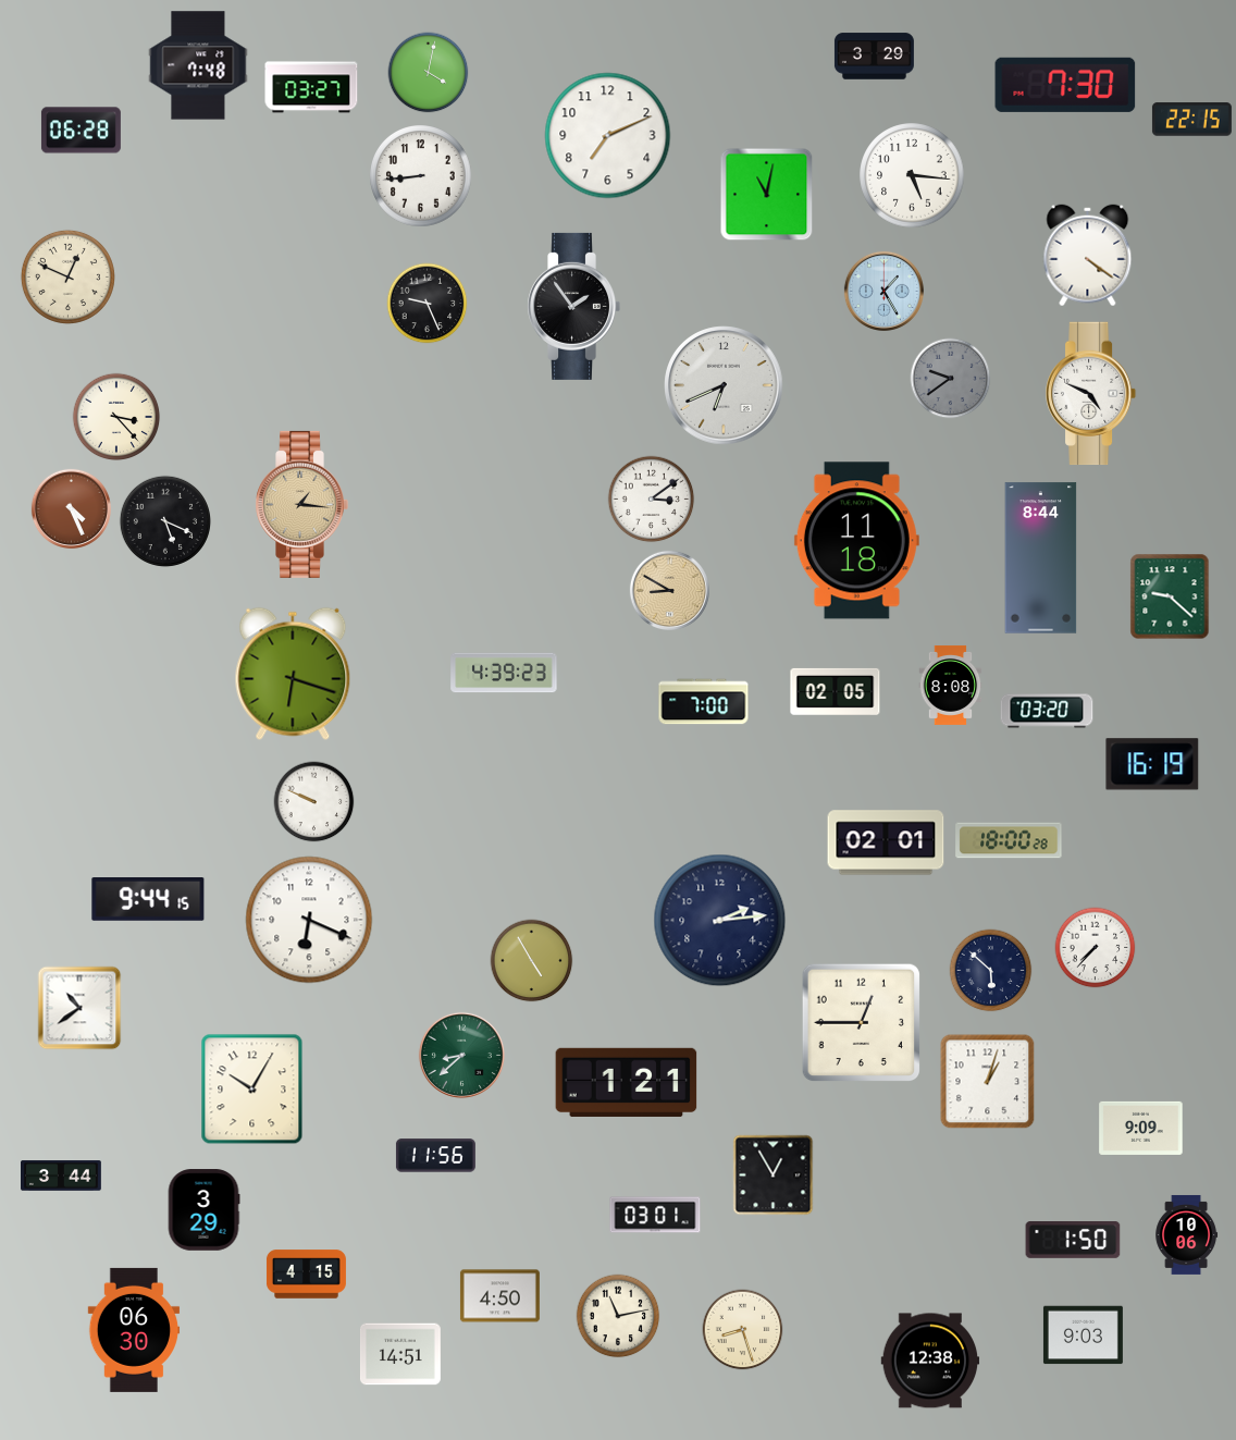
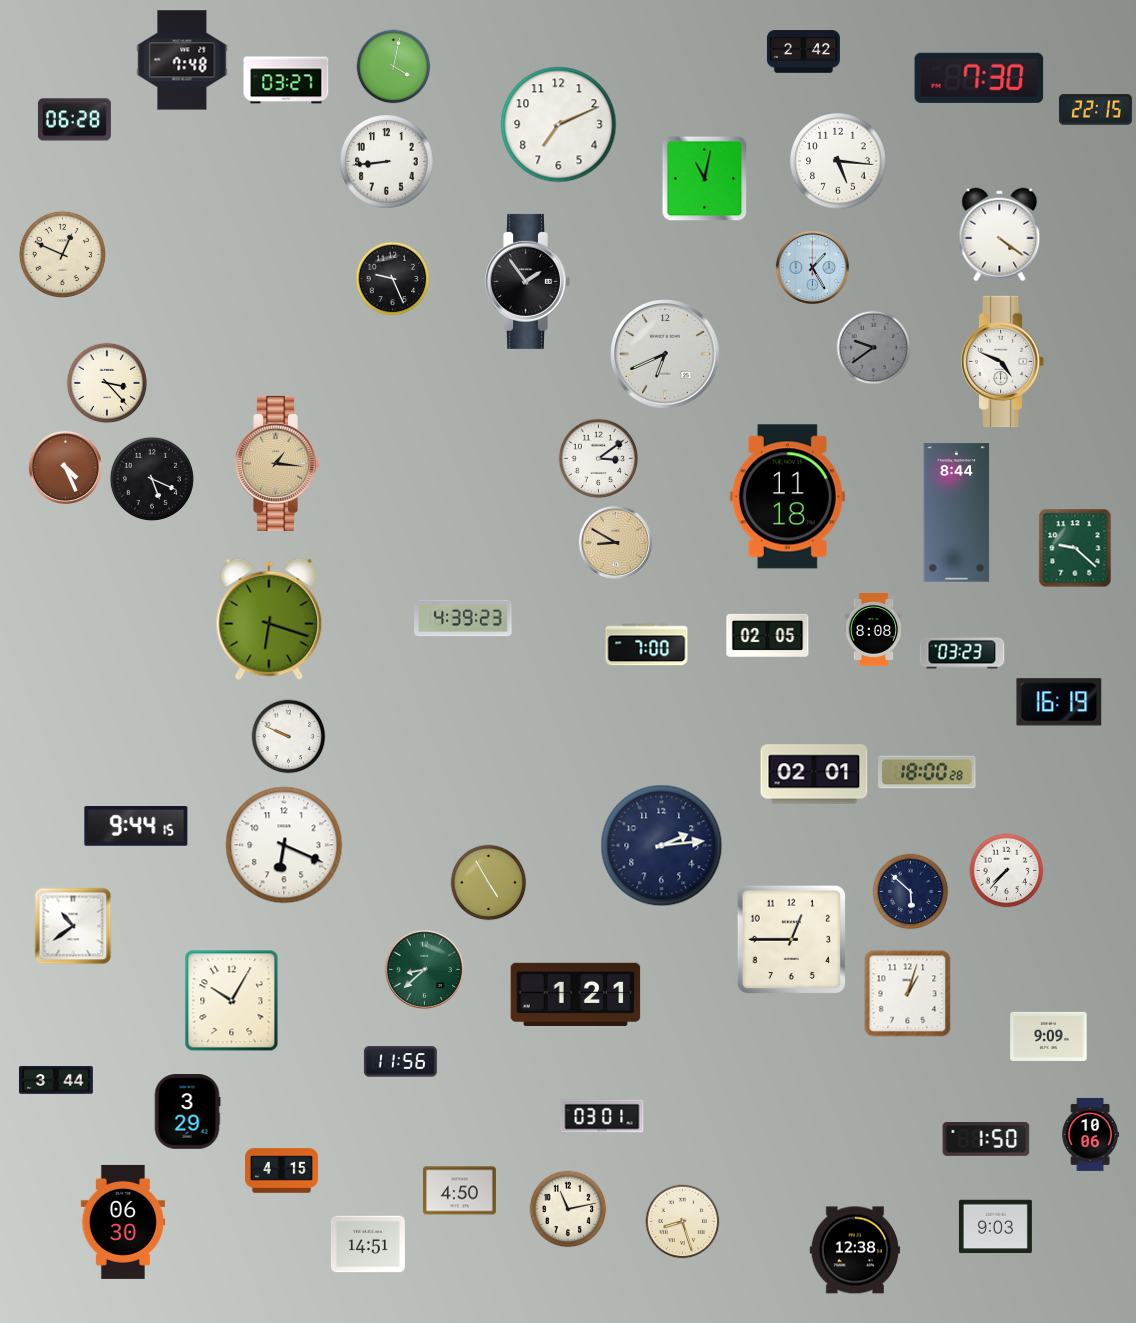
clock at (874, 57): 3:29 -> 2:42
clock at (1047, 711): 03:20 -> 03:23
clock at (774, 1176): 12:55 -> none
